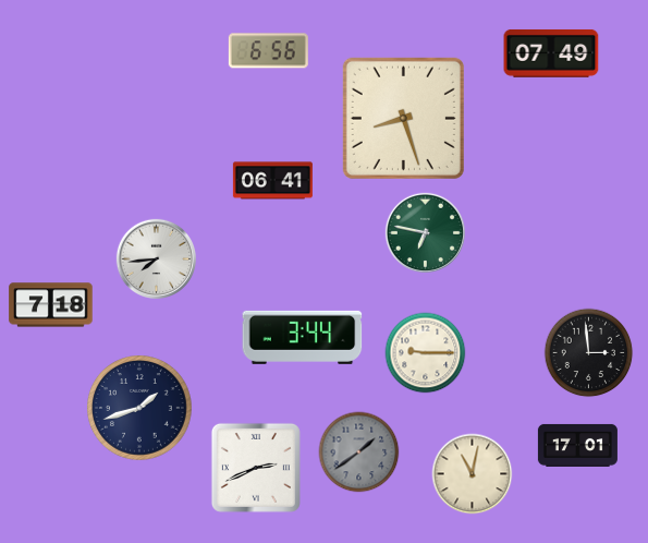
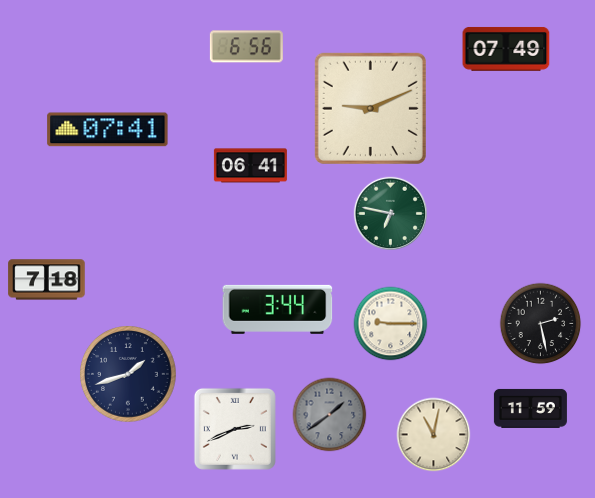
clock at (403, 118): 8:27 -> 9:11
clock at (108, 130): none -> 07:41
clock at (156, 258): 7:44 -> none
clock at (589, 353): 2:59 -> 2:28
clock at (577, 445): 17:01 -> 11:59
